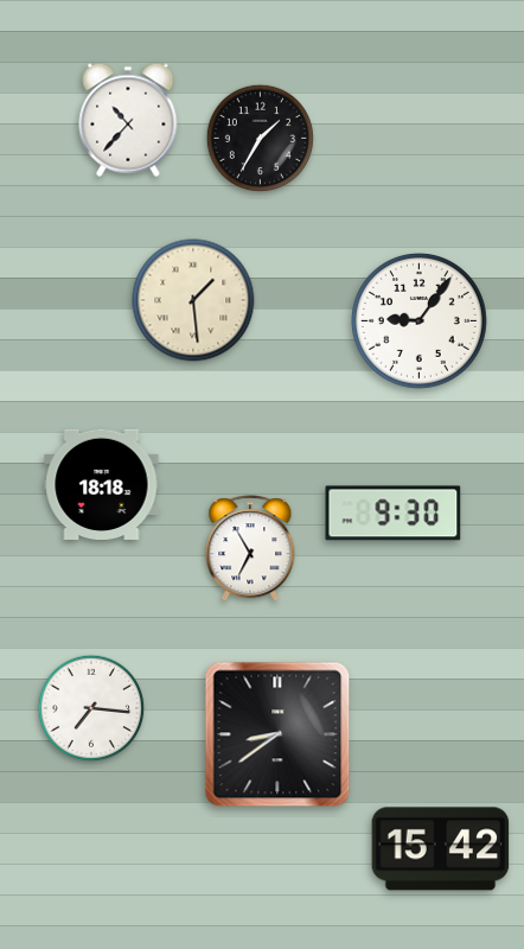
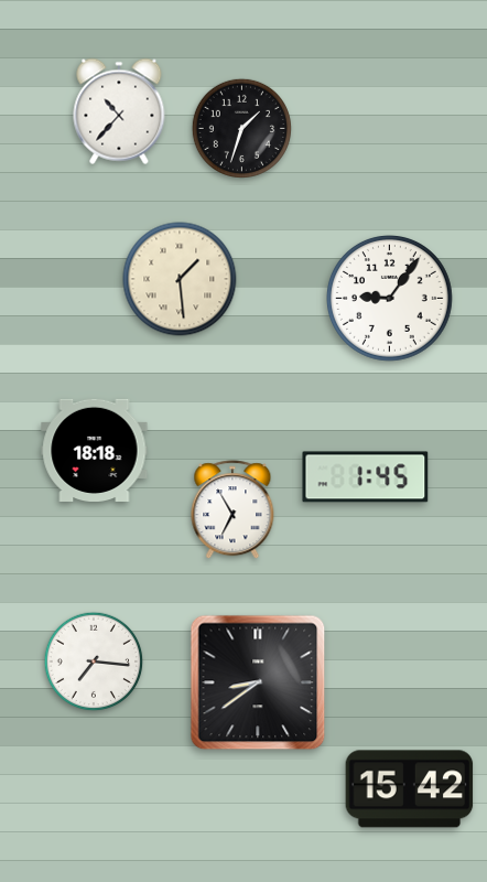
clock at (260, 138): 1:35 -> 1:33
clock at (394, 514): 9:30 -> 1:45
clock at (91, 708) position: (91, 708) -> (94, 661)
